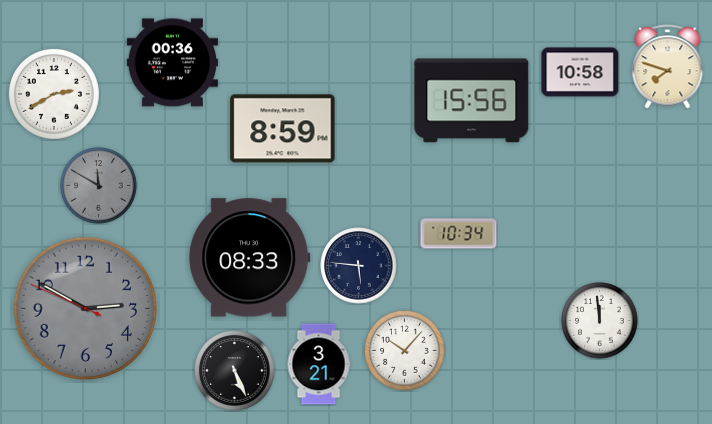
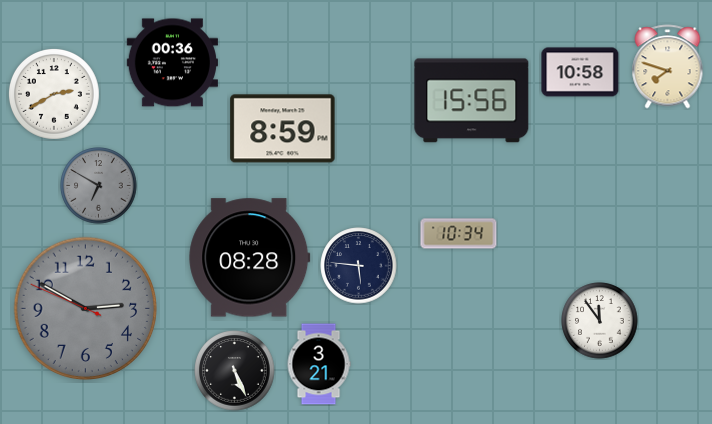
clock at (99, 186): 11:50 -> 6:50
clock at (250, 258): 08:33 -> 08:28
clock at (600, 321): 11:59 -> 11:54
clock at (405, 351): 10:07 -> none
